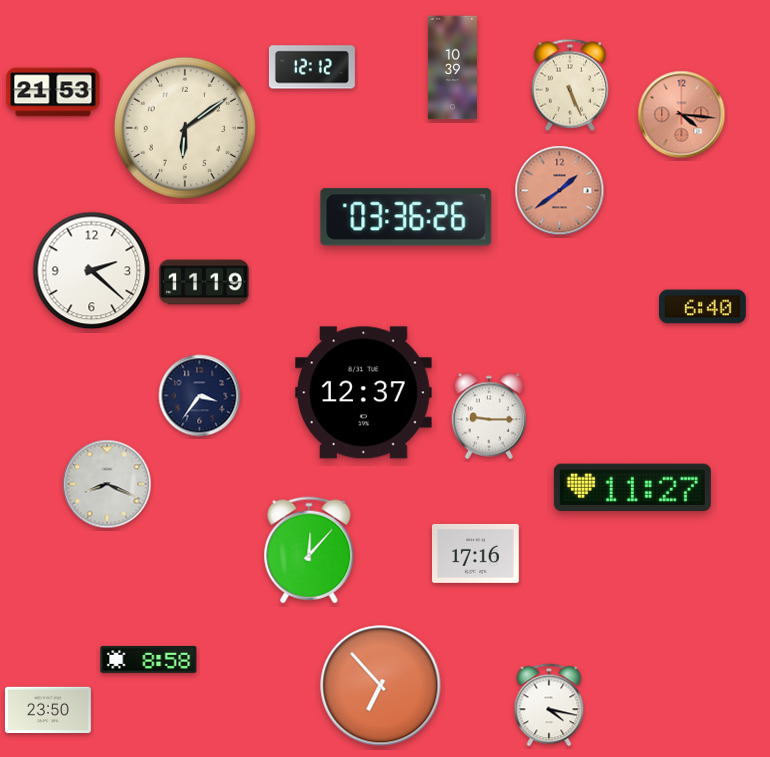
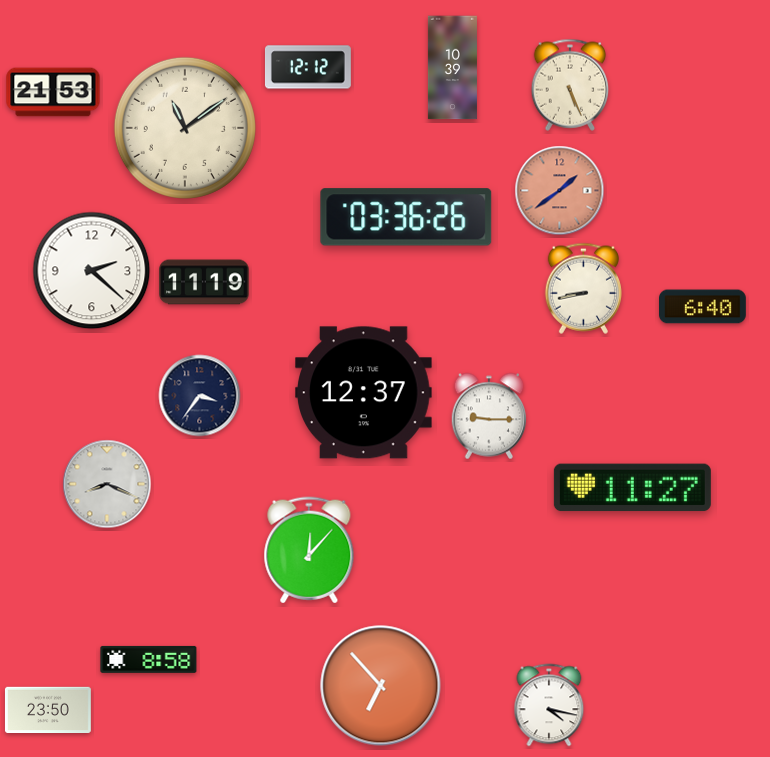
clock at (312, 67) position: (312, 67) -> (308, 67)
clock at (682, 115): 4:16 -> none
clock at (185, 128): 6:09 -> 11:09
clock at (583, 288): none -> 8:43
clock at (476, 553): 17:16 -> none
